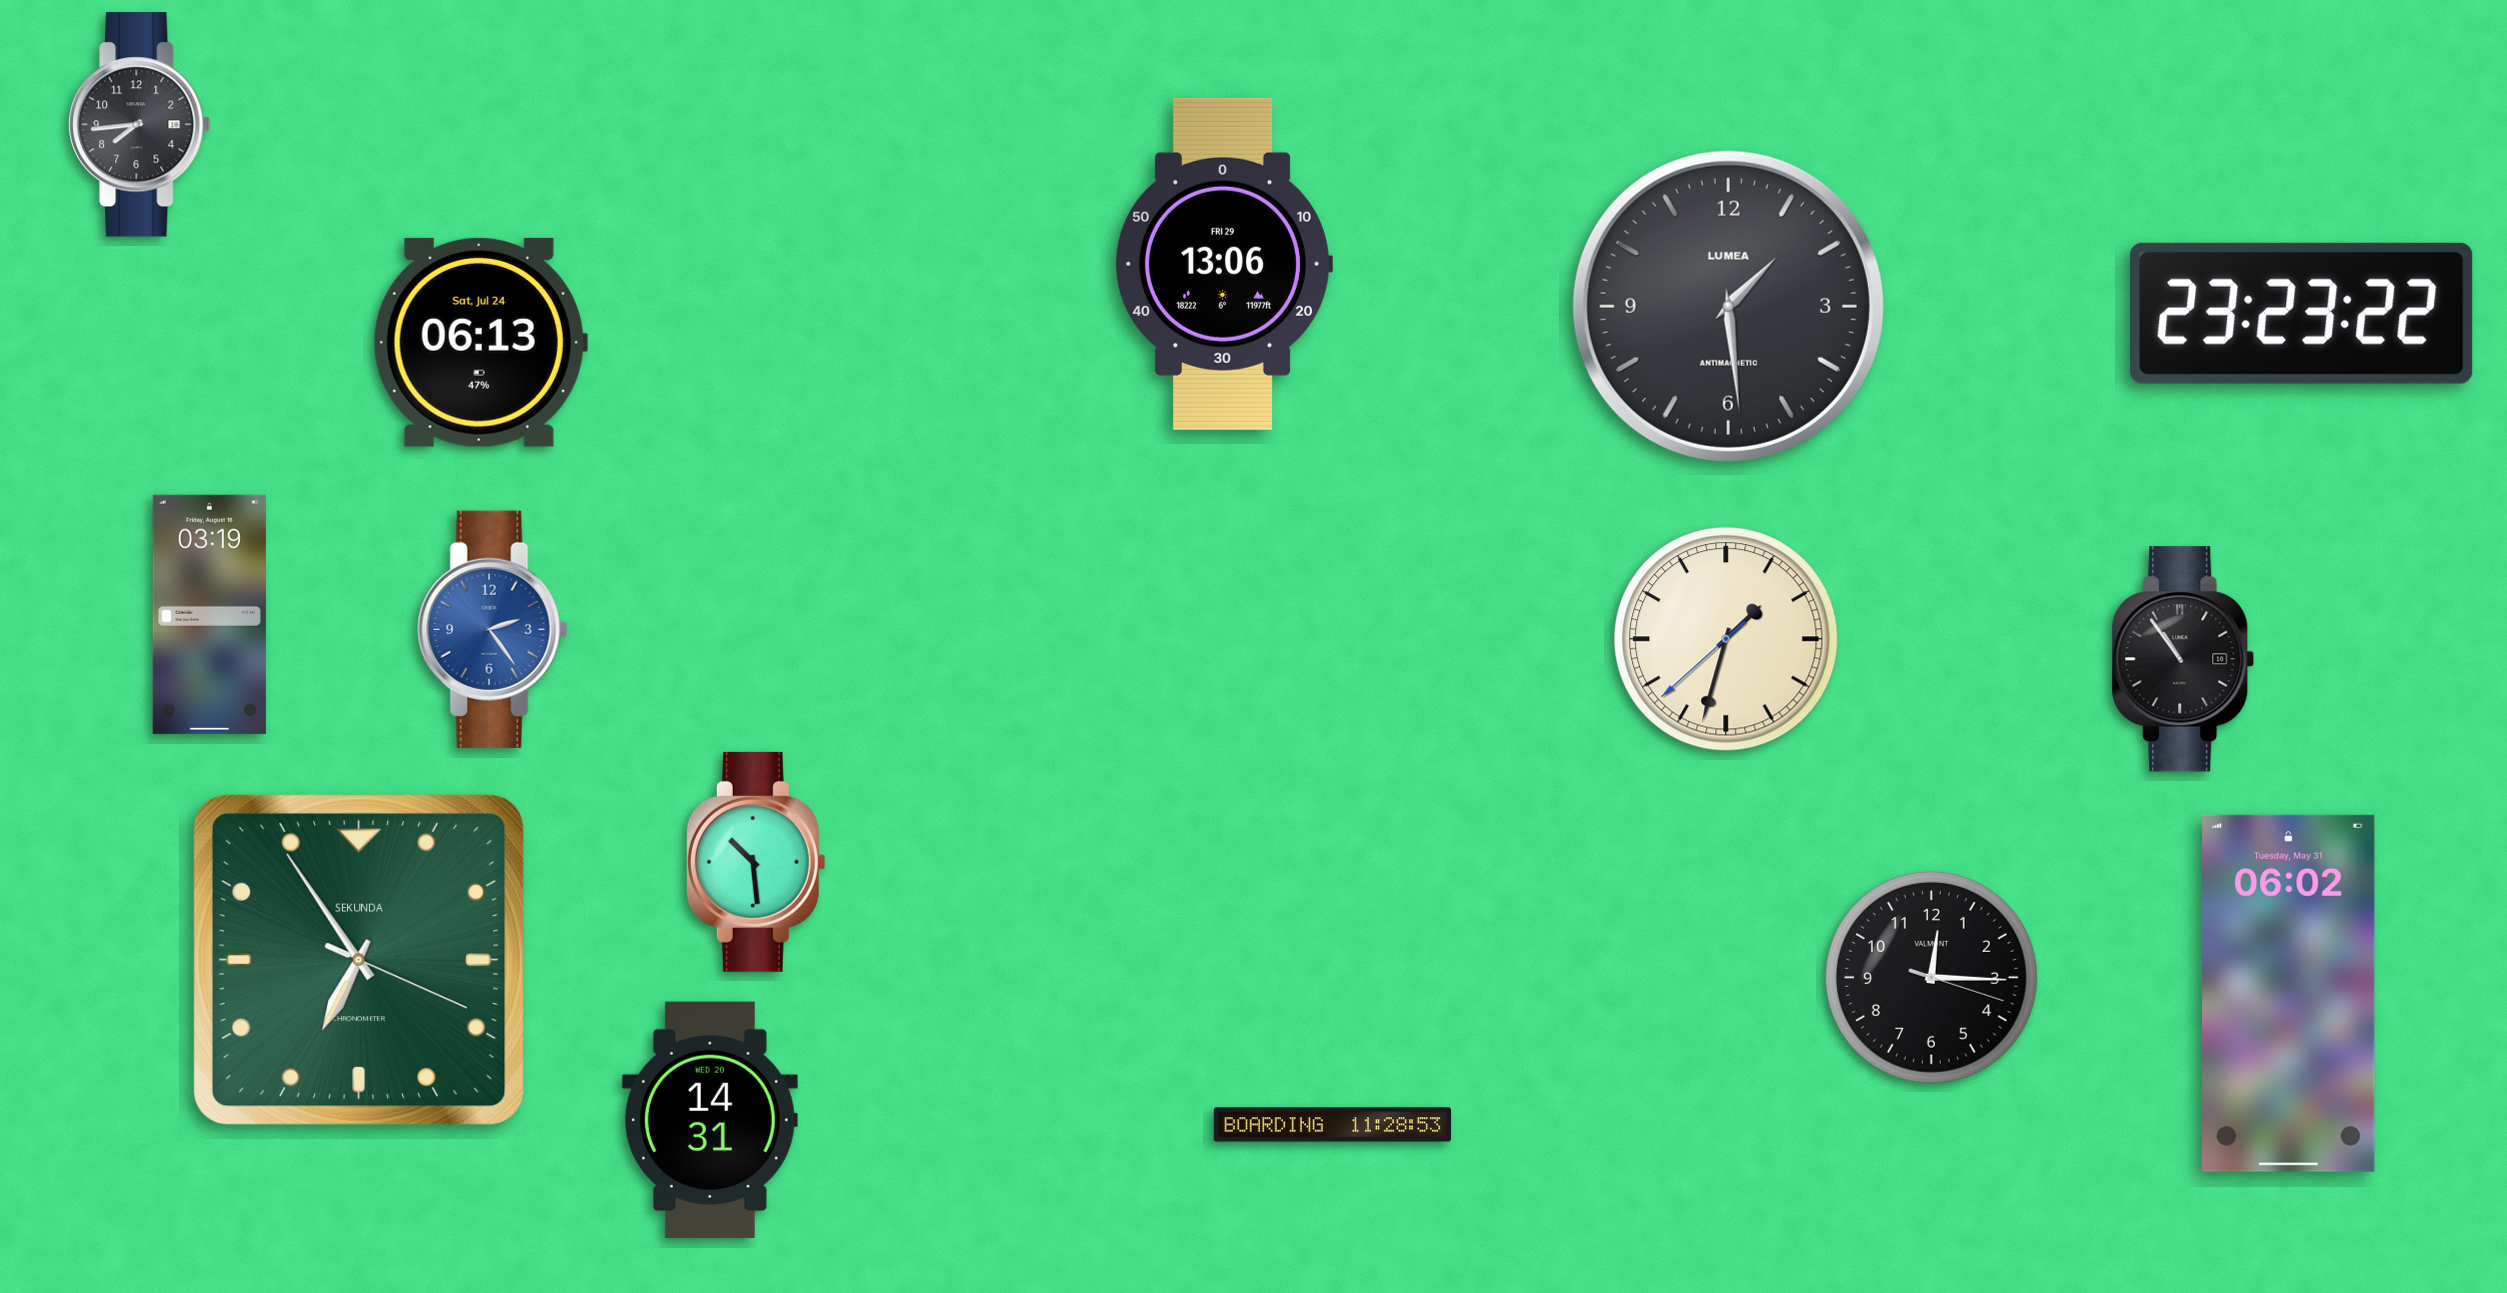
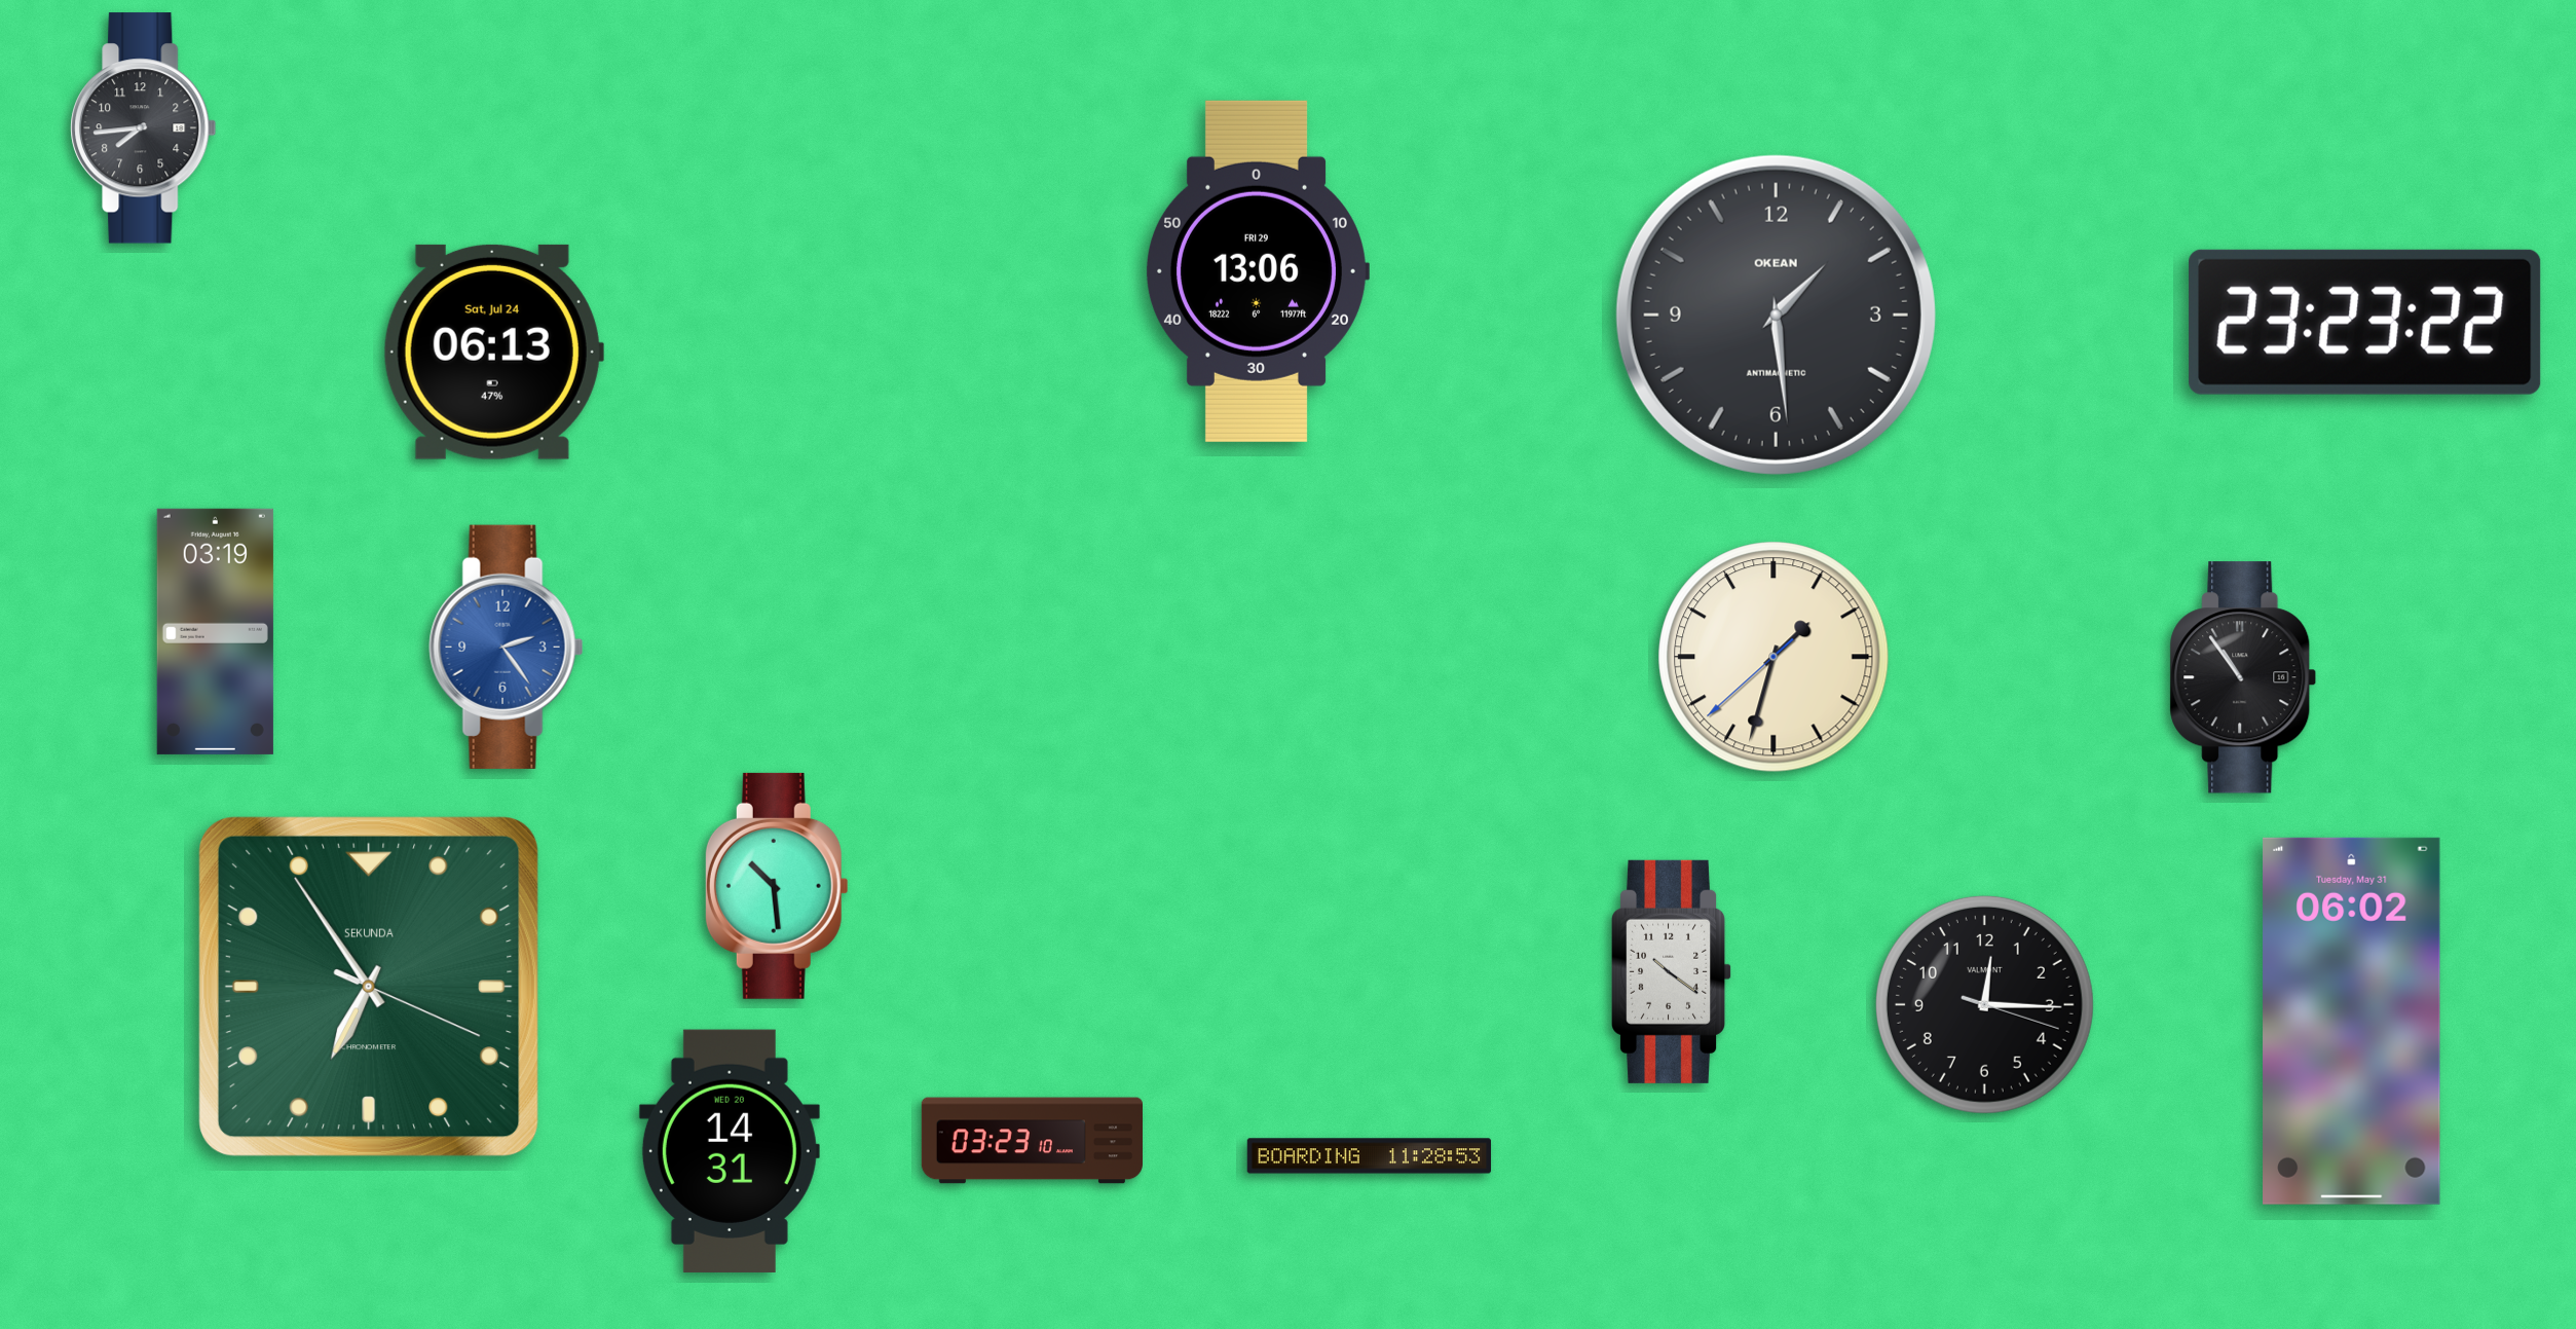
clock at (1728, 306) brand: LUMEA -> OKEAN
clock at (1672, 971): none -> 10:21
clock at (1032, 1141): none -> 03:23
